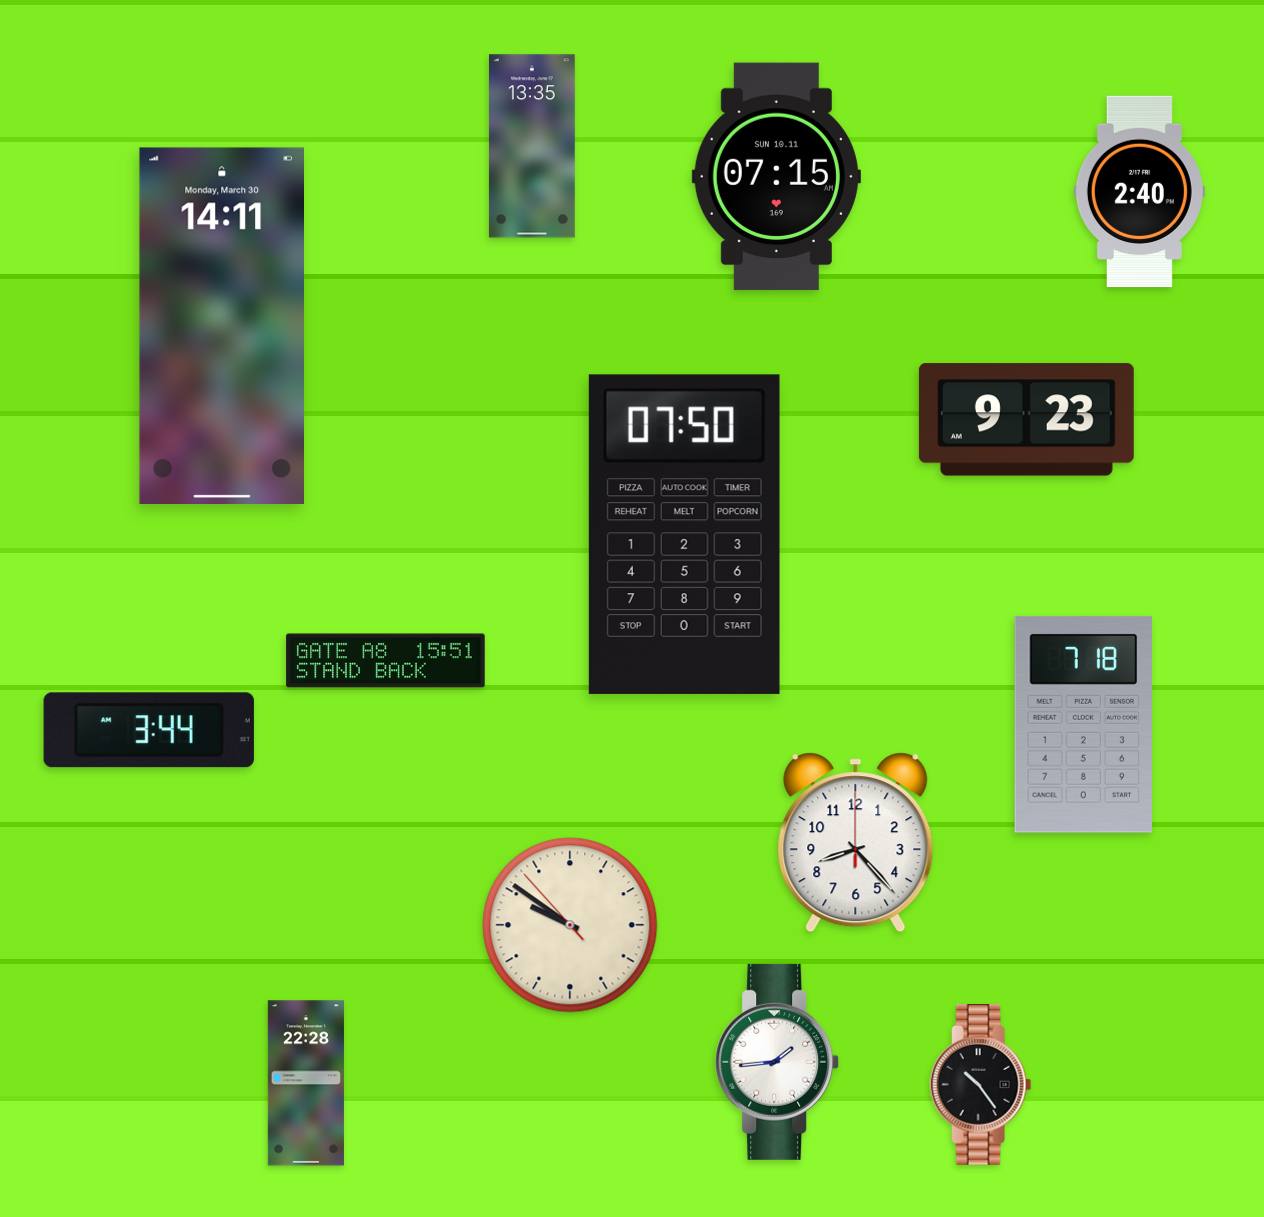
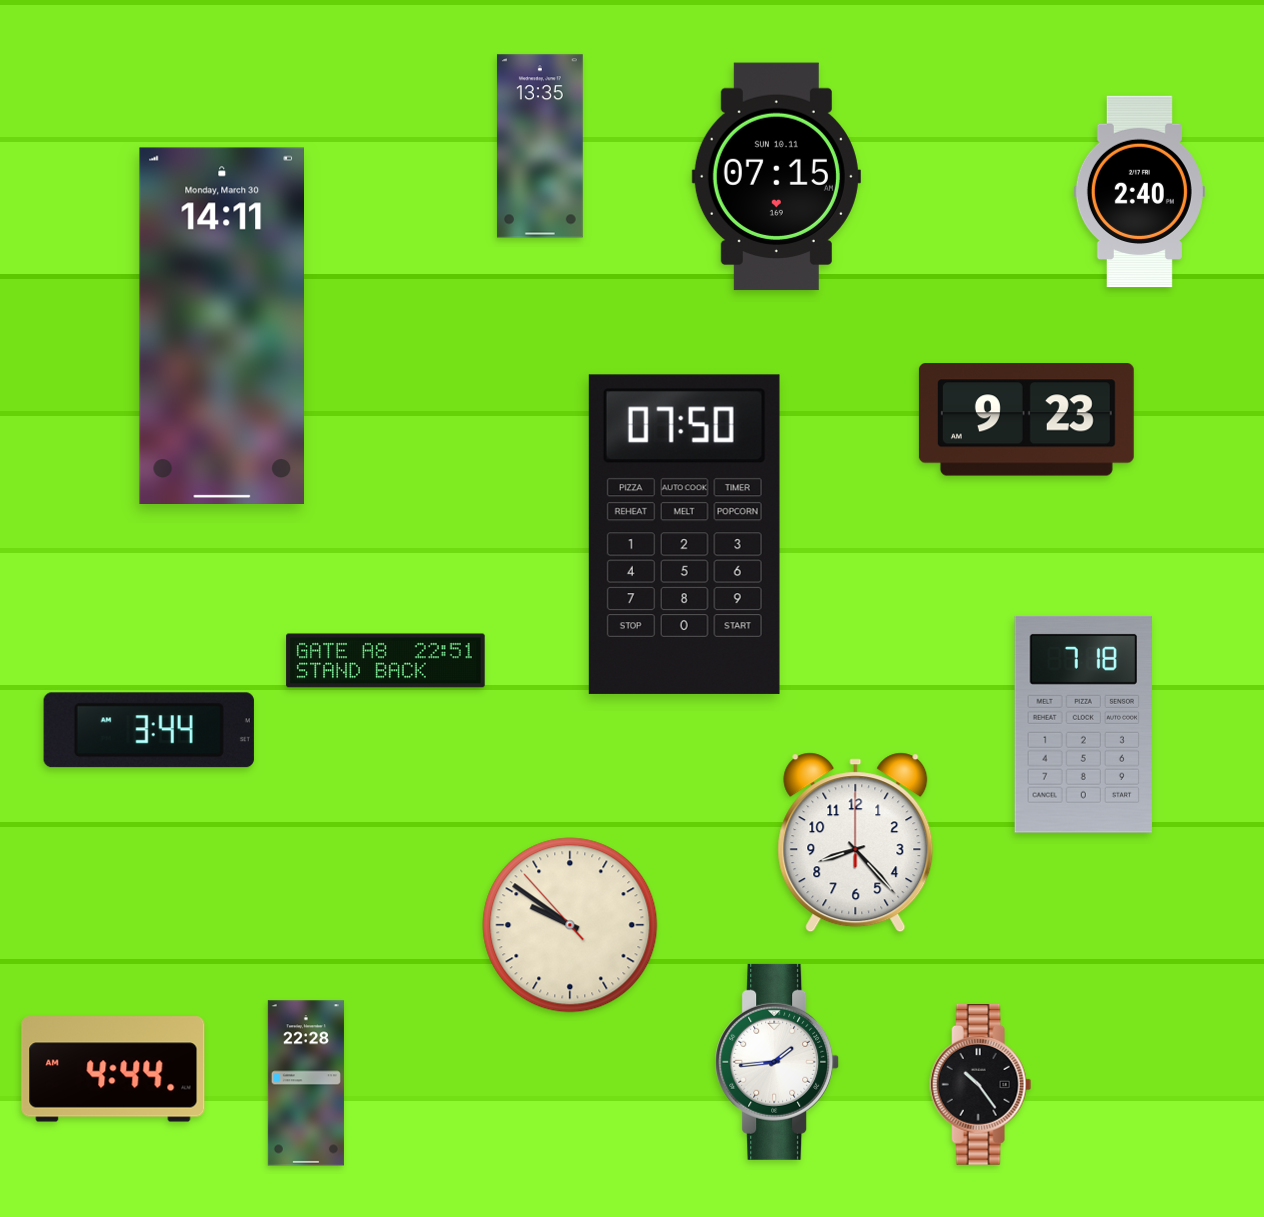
clock at (532, 146) position: (532, 146) -> (540, 146)
clock at (386, 661): 15:51 -> 22:51
clock at (113, 1069): none -> 4:44
